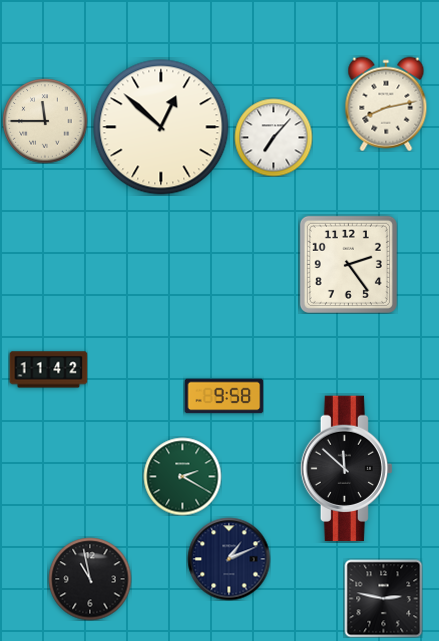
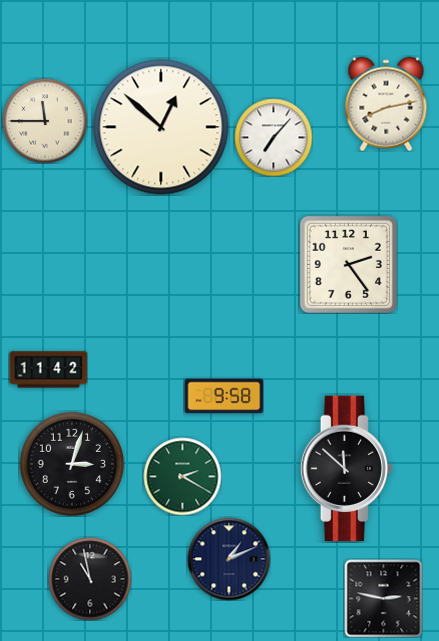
clock at (72, 464): none -> 3:03
